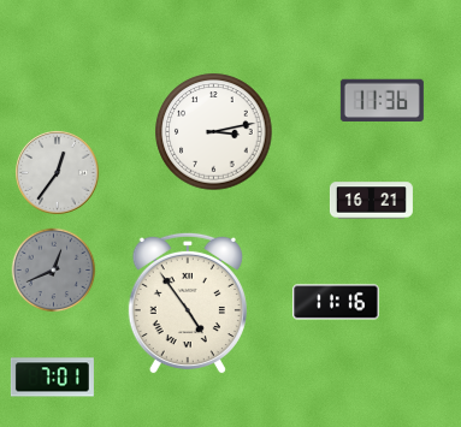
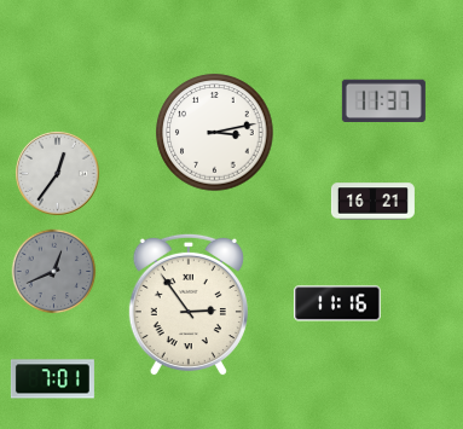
clock at (382, 100): 11:36 -> 11:37
clock at (188, 303): 4:54 -> 2:54
